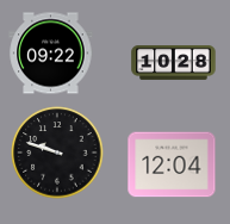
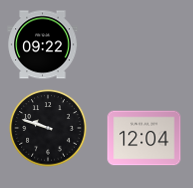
clock at (174, 63): 10:28 -> none
